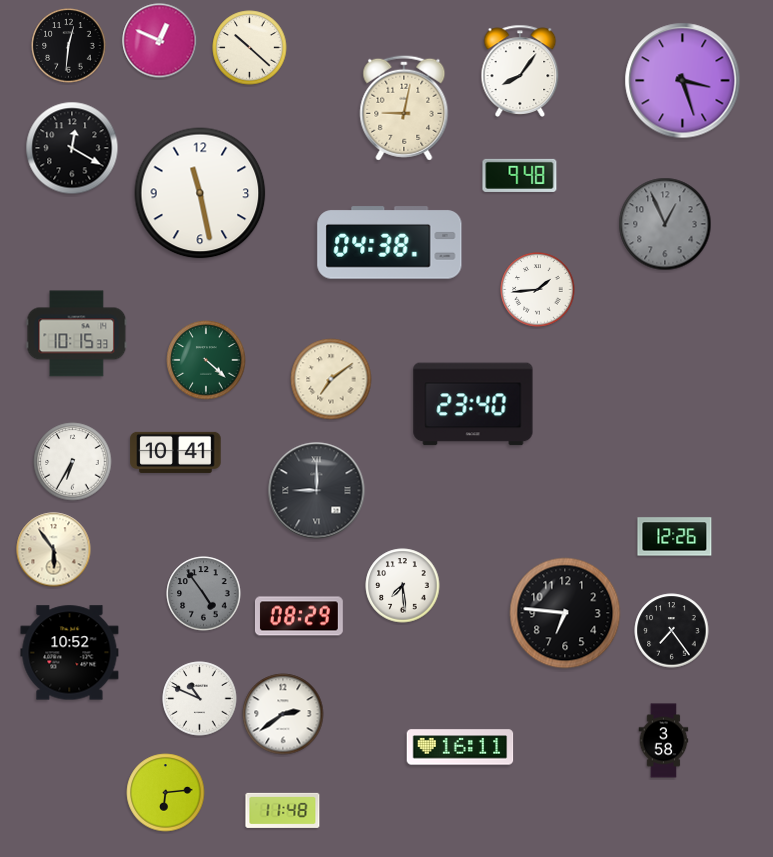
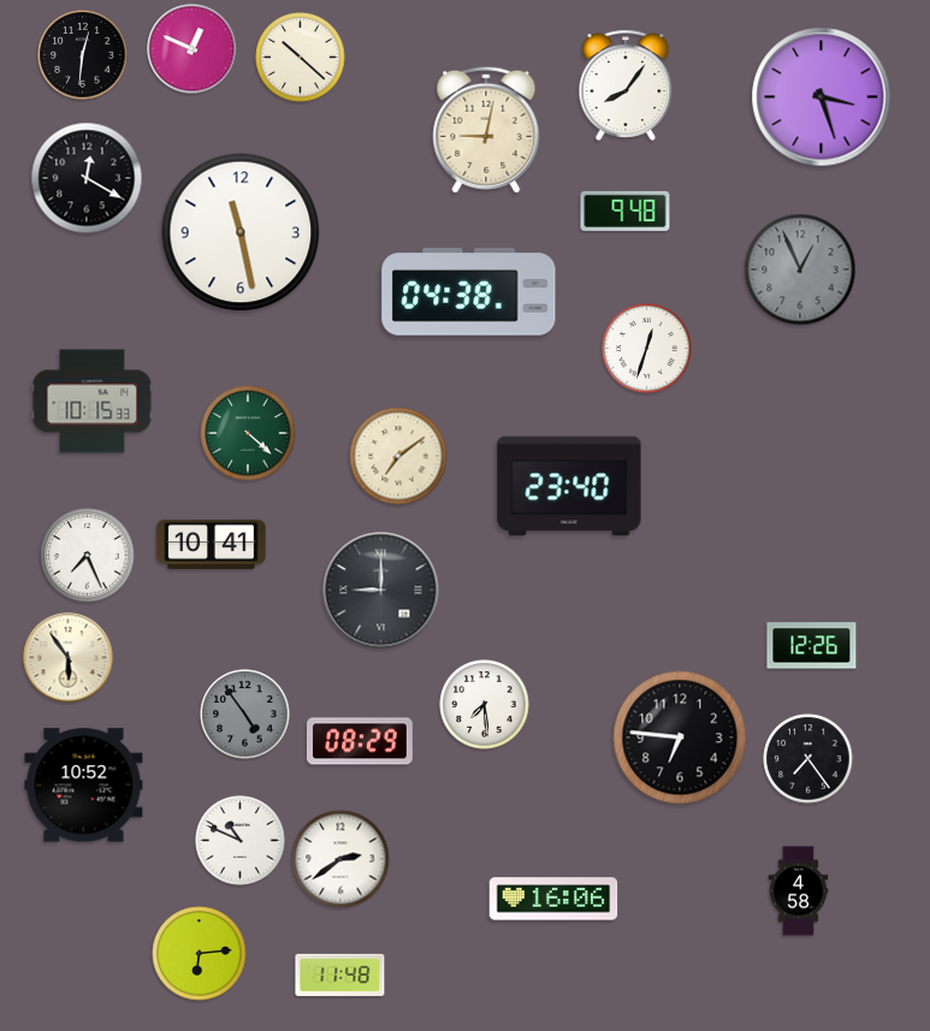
clock at (538, 290): 1:44 -> 12:33
clock at (73, 462): 6:35 -> 7:26
clock at (54, 550) position: (54, 550) -> (69, 658)
clock at (664, 741): 3:58 -> 4:58
clock at (460, 747): 16:11 -> 16:06
